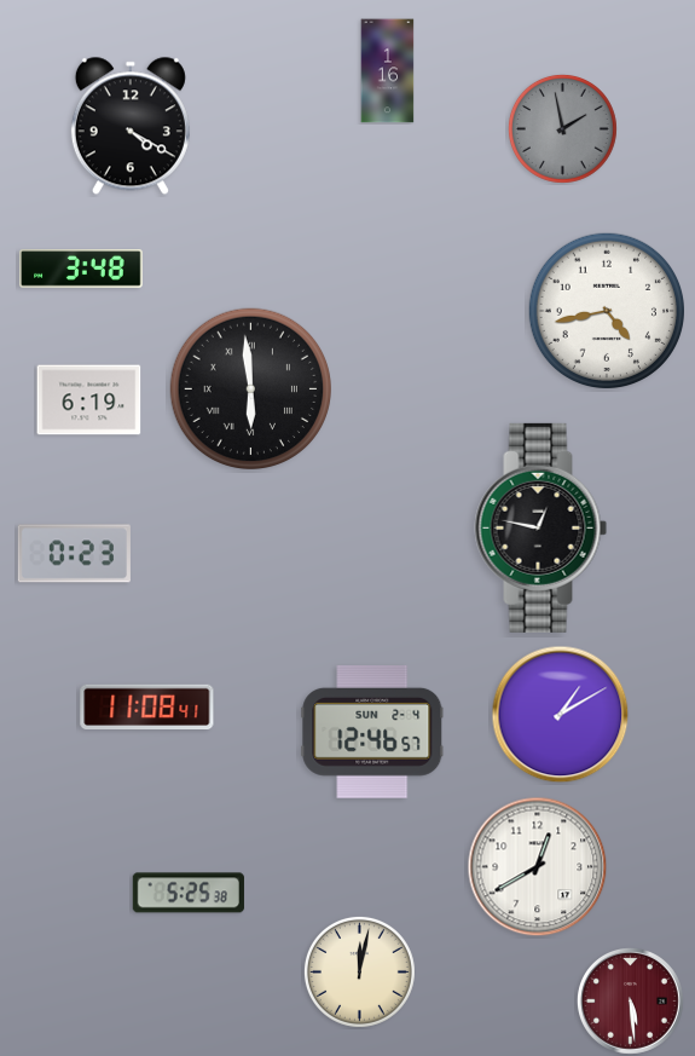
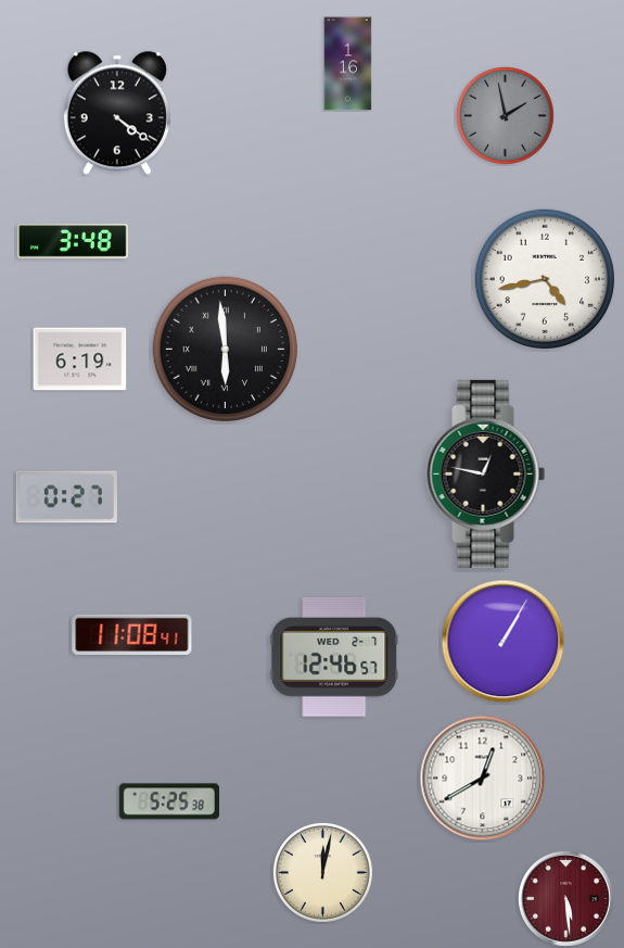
clock at (131, 126): 4:20 -> 4:21
clock at (74, 554): 0:23 -> 0:27
clock at (561, 715): 1:10 -> 1:05
clock at (372, 732) date: SUN 2-4 -> WED 2-7
